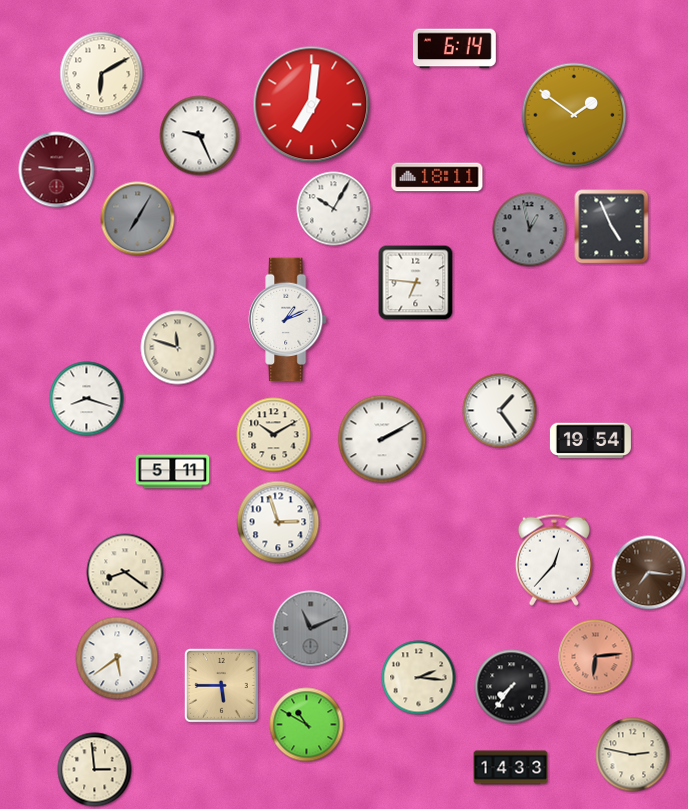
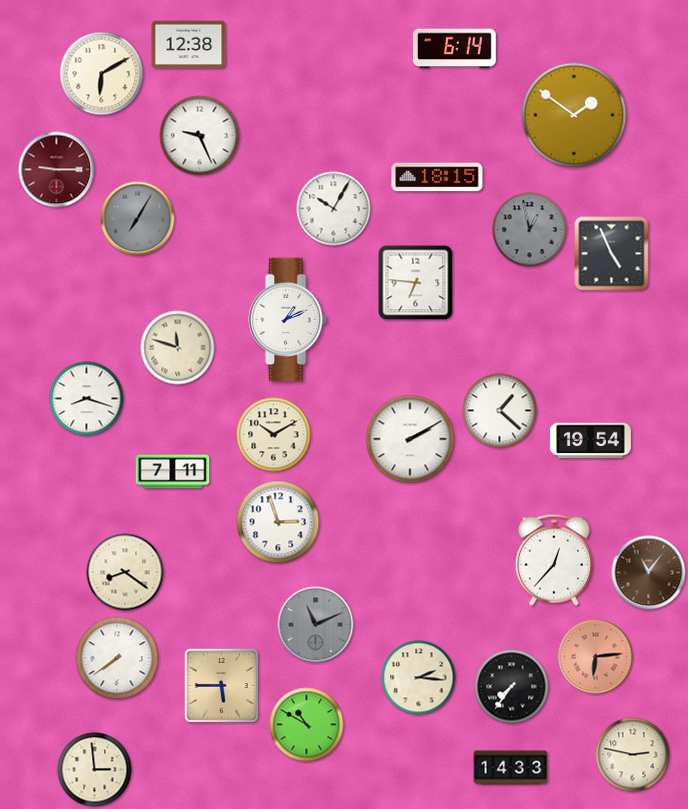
clock at (189, 45): none -> 12:38
clock at (312, 105): 7:01 -> none
clock at (437, 177): 18:11 -> 18:15
clock at (612, 227) position: (612, 227) -> (612, 254)
clock at (500, 411): 1:24 -> 1:22
clock at (382, 439) position: (382, 439) -> (410, 439)
clock at (173, 472): 5:11 -> 7:11
clock at (649, 573): 7:16 -> 11:06
clock at (311, 629) position: (311, 629) -> (316, 625)
clock at (117, 658): 5:39 -> 7:39
